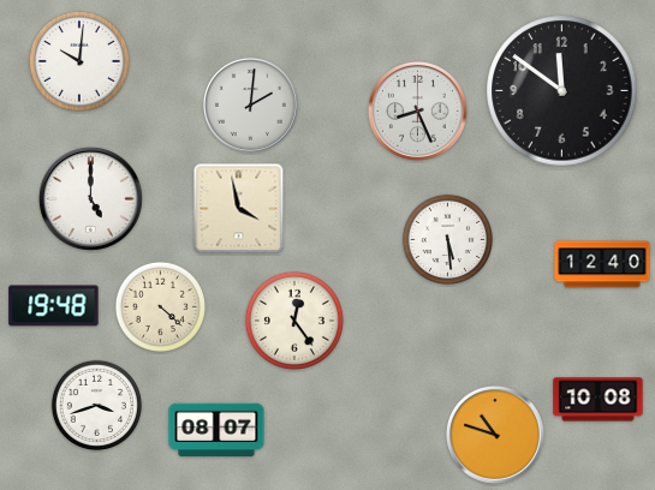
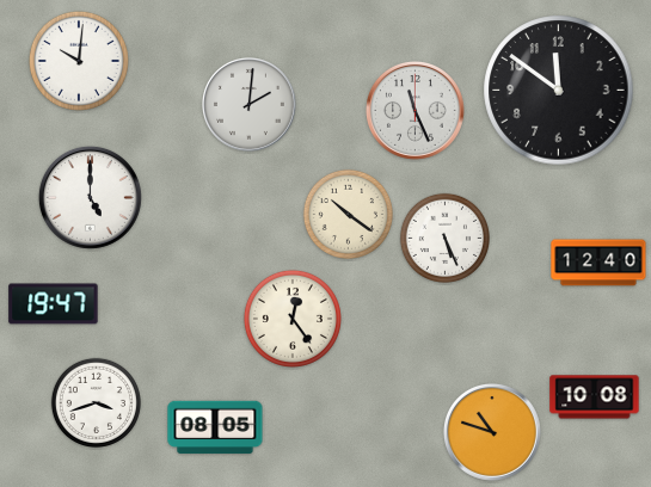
clock at (417, 110): 8:26 -> 11:26
clock at (239, 209): 3:58 -> none
clock at (348, 214): none -> 10:21
clock at (447, 239): 5:29 -> 5:26
clock at (54, 306): 19:48 -> 19:47
clock at (160, 306): 4:22 -> none
clock at (216, 430): 08:07 -> 08:05
